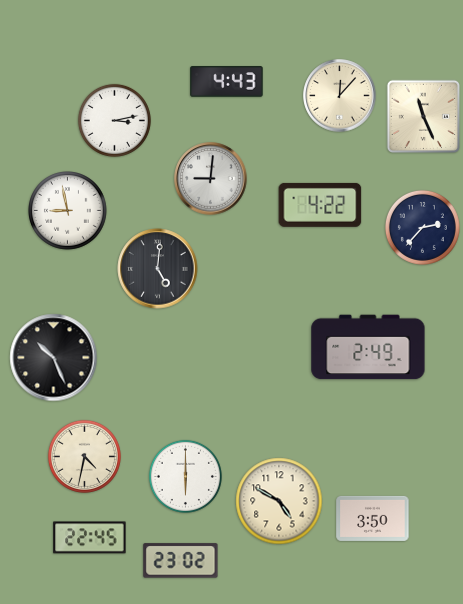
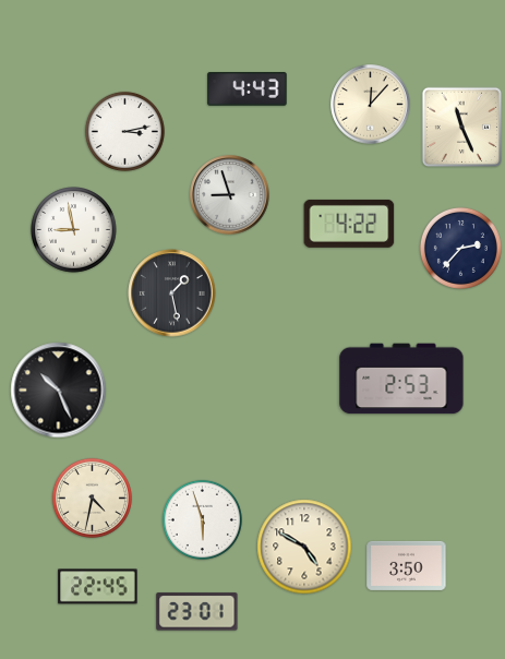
clock at (211, 179): 9:01 -> 8:57
clock at (158, 269): 5:01 -> 1:28
clock at (368, 347): 2:49 -> 2:53
clock at (185, 476): 6:00 -> 5:57
clock at (181, 561): 23:02 -> 23:01
